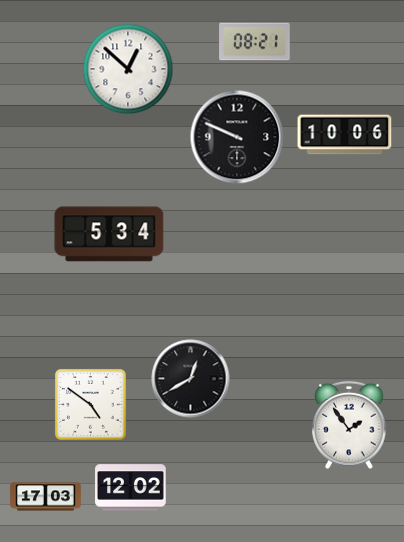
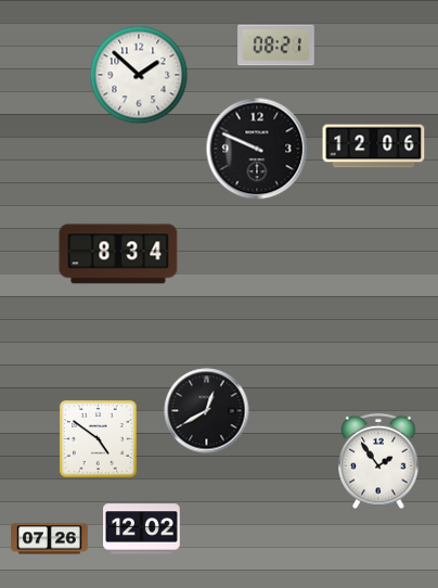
clock at (128, 69): 12:52 -> 1:52
clock at (345, 135): 10:06 -> 12:06
clock at (109, 234): 5:34 -> 8:34
clock at (46, 497): 17:03 -> 07:26
